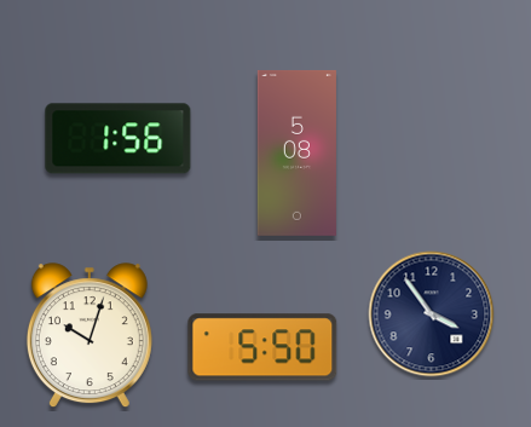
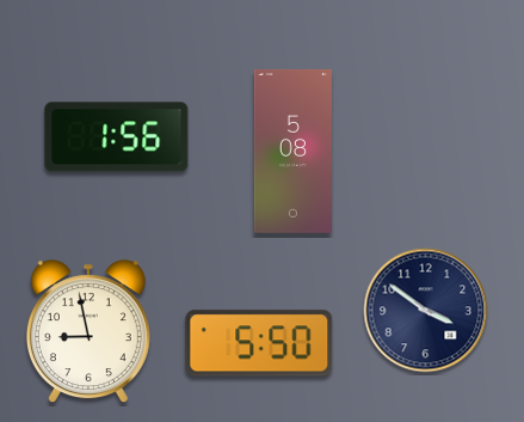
clock at (432, 315): 3:54 -> 3:51
clock at (90, 336): 10:03 -> 8:58
